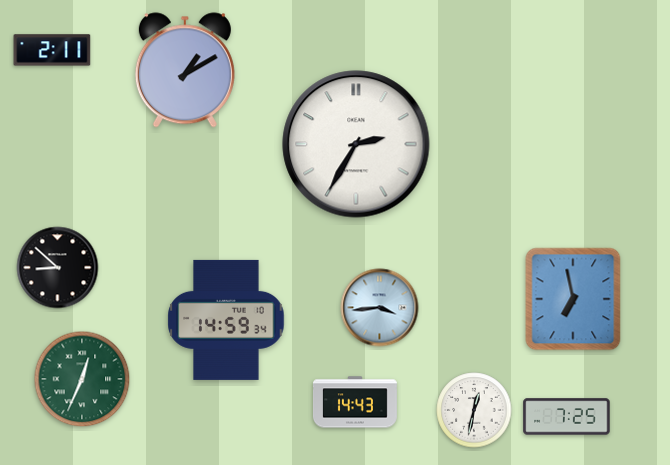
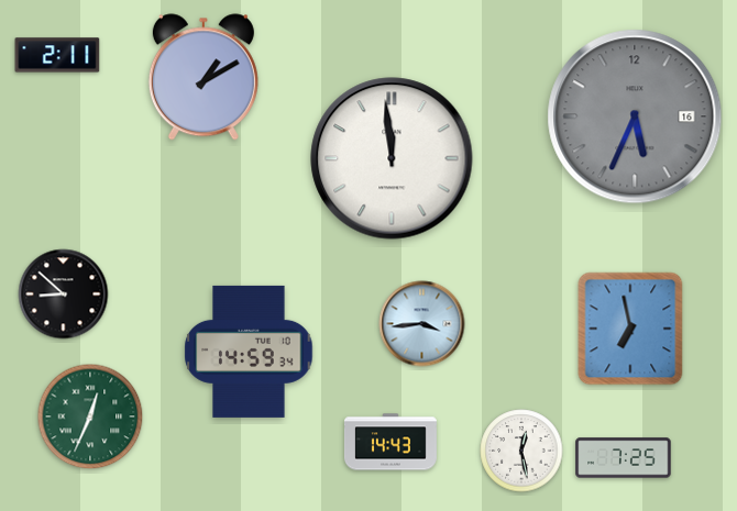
clock at (635, 116): none -> 5:34
clock at (356, 144): 2:35 -> 11:59
clock at (380, 308) position: (380, 308) -> (422, 324)
clock at (474, 410): 12:32 -> 12:28
